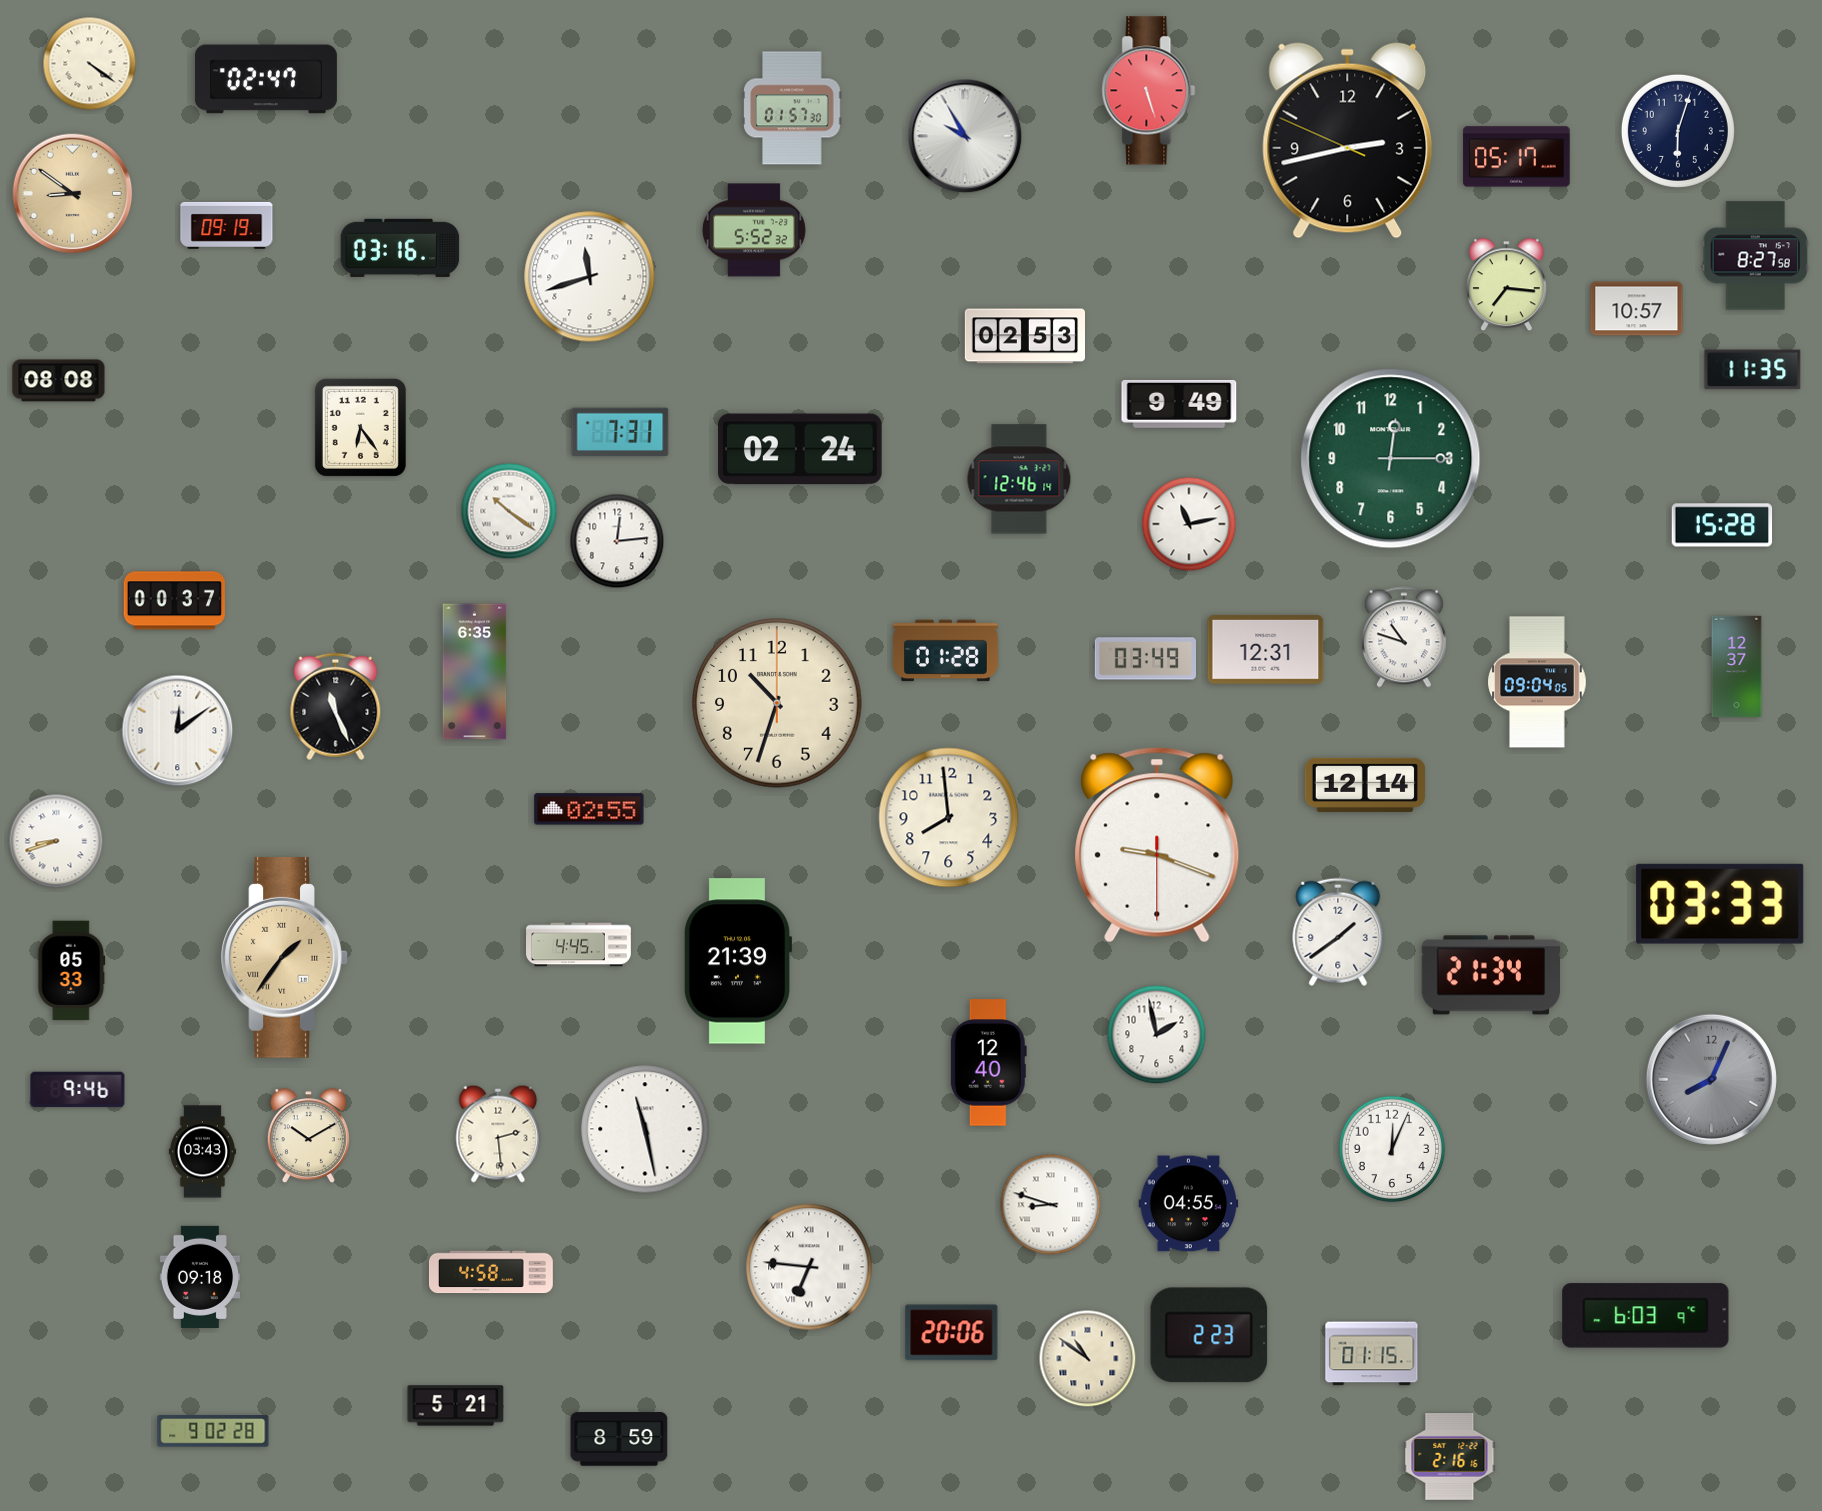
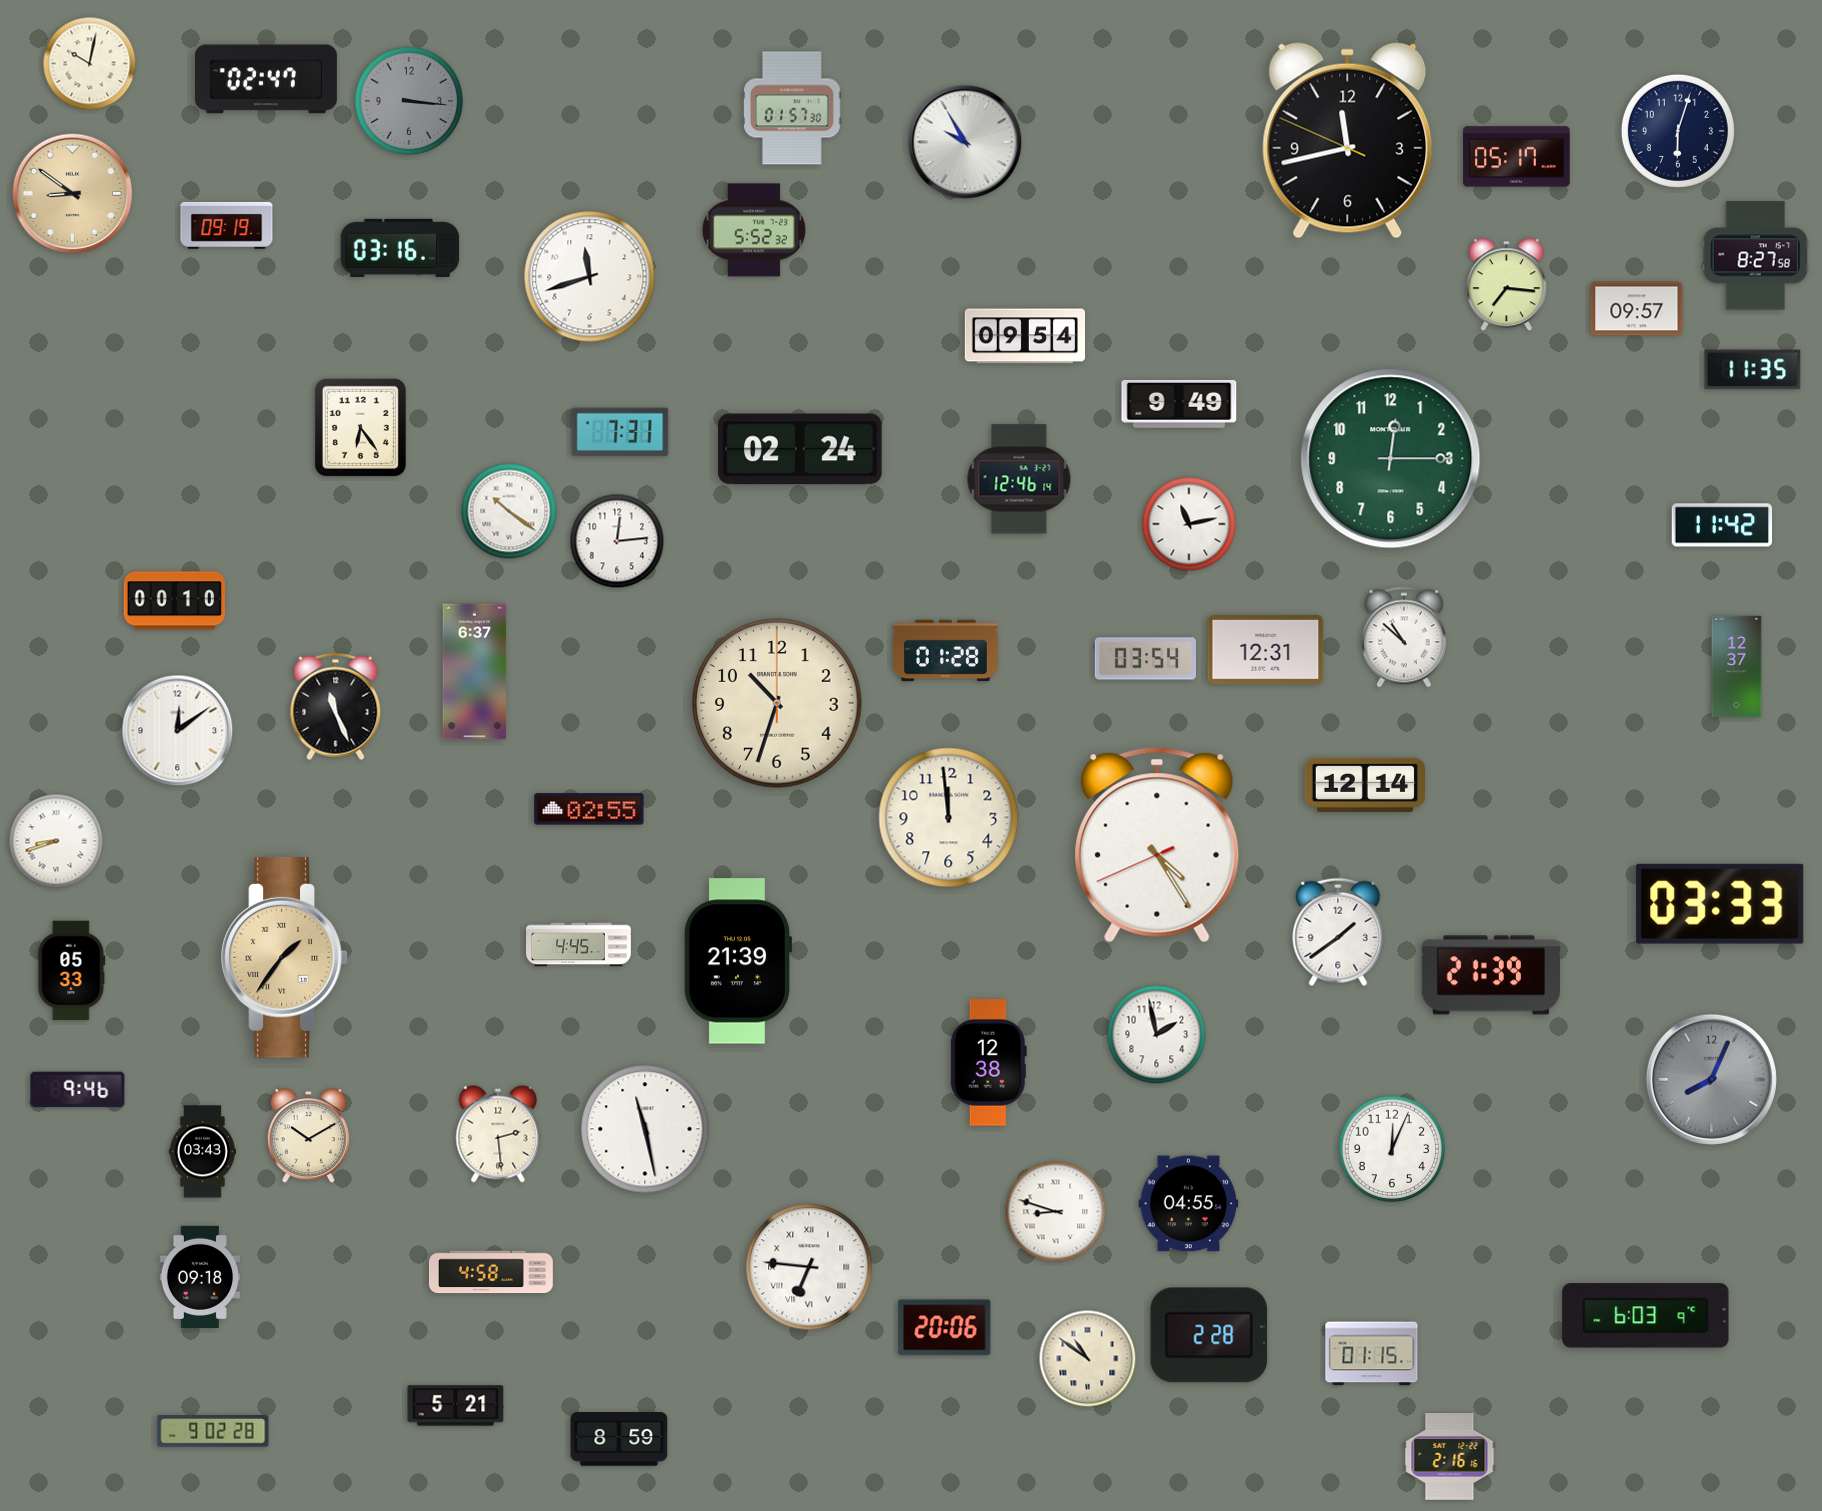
clock at (90, 64): 4:21 -> 10:02
clock at (1149, 91): 5:27 -> none
clock at (408, 100): none -> 3:16
clock at (965, 136) position: (965, 136) -> (965, 142)
clock at (1348, 141): 2:42 -> 11:42
clock at (1637, 309): 10:57 -> 09:57
clock at (1024, 336): 02:53 -> 09:54
clock at (59, 381): 08:08 -> none
clock at (1722, 525): 15:28 -> 11:42
clock at (174, 601): 00:37 -> 00:10
clock at (1404, 637): 10:48 -> 10:52
clock at (1145, 659): 03:49 -> 03:54
clock at (475, 672): 6:35 -> 6:37
clock at (1537, 682): 09:04 -> none
clock at (949, 818): 7:59 -> 11:59
clock at (1157, 845): 9:18 -> 4:24
clock at (1490, 975): 21:34 -> 21:39
clock at (988, 1063): 12:40 -> 12:38
clock at (1051, 1205) position: (1051, 1205) -> (1056, 1212)
clock at (952, 1333) position: (952, 1333) -> (945, 1328)
clock at (1209, 1335): 2:23 -> 2:28
